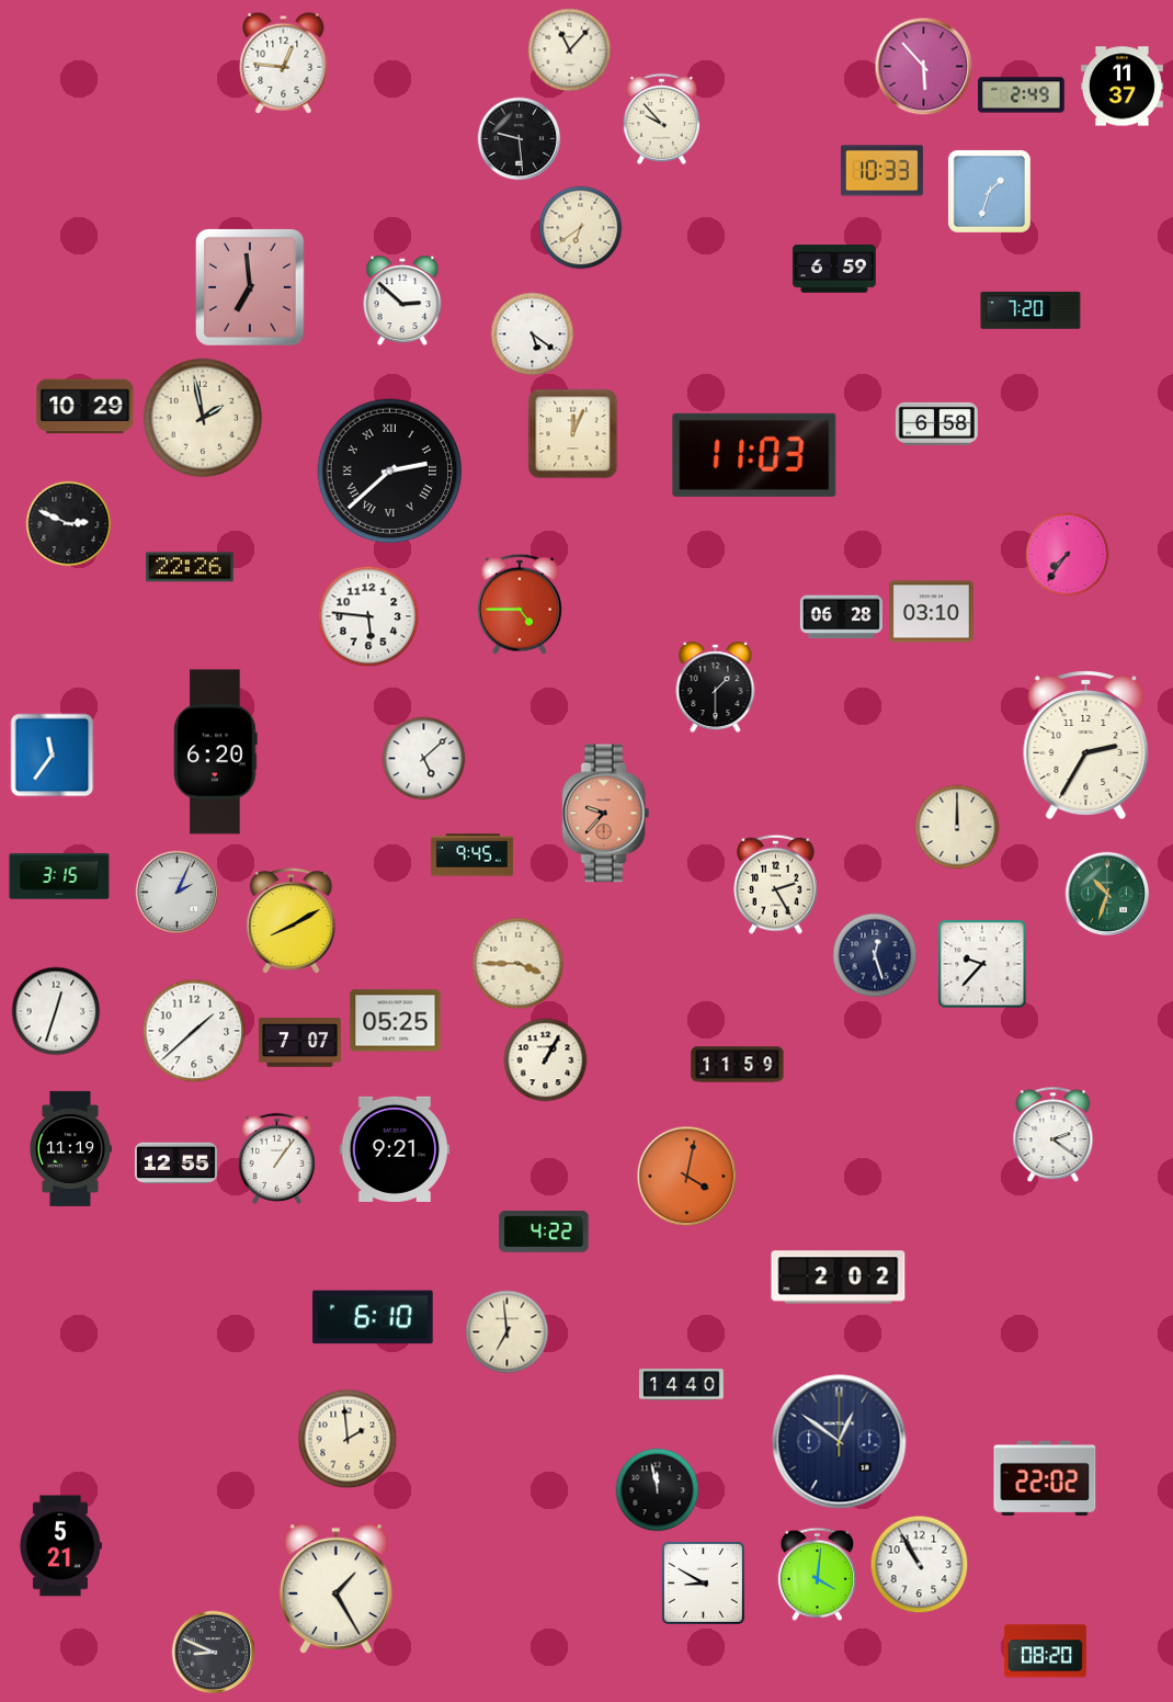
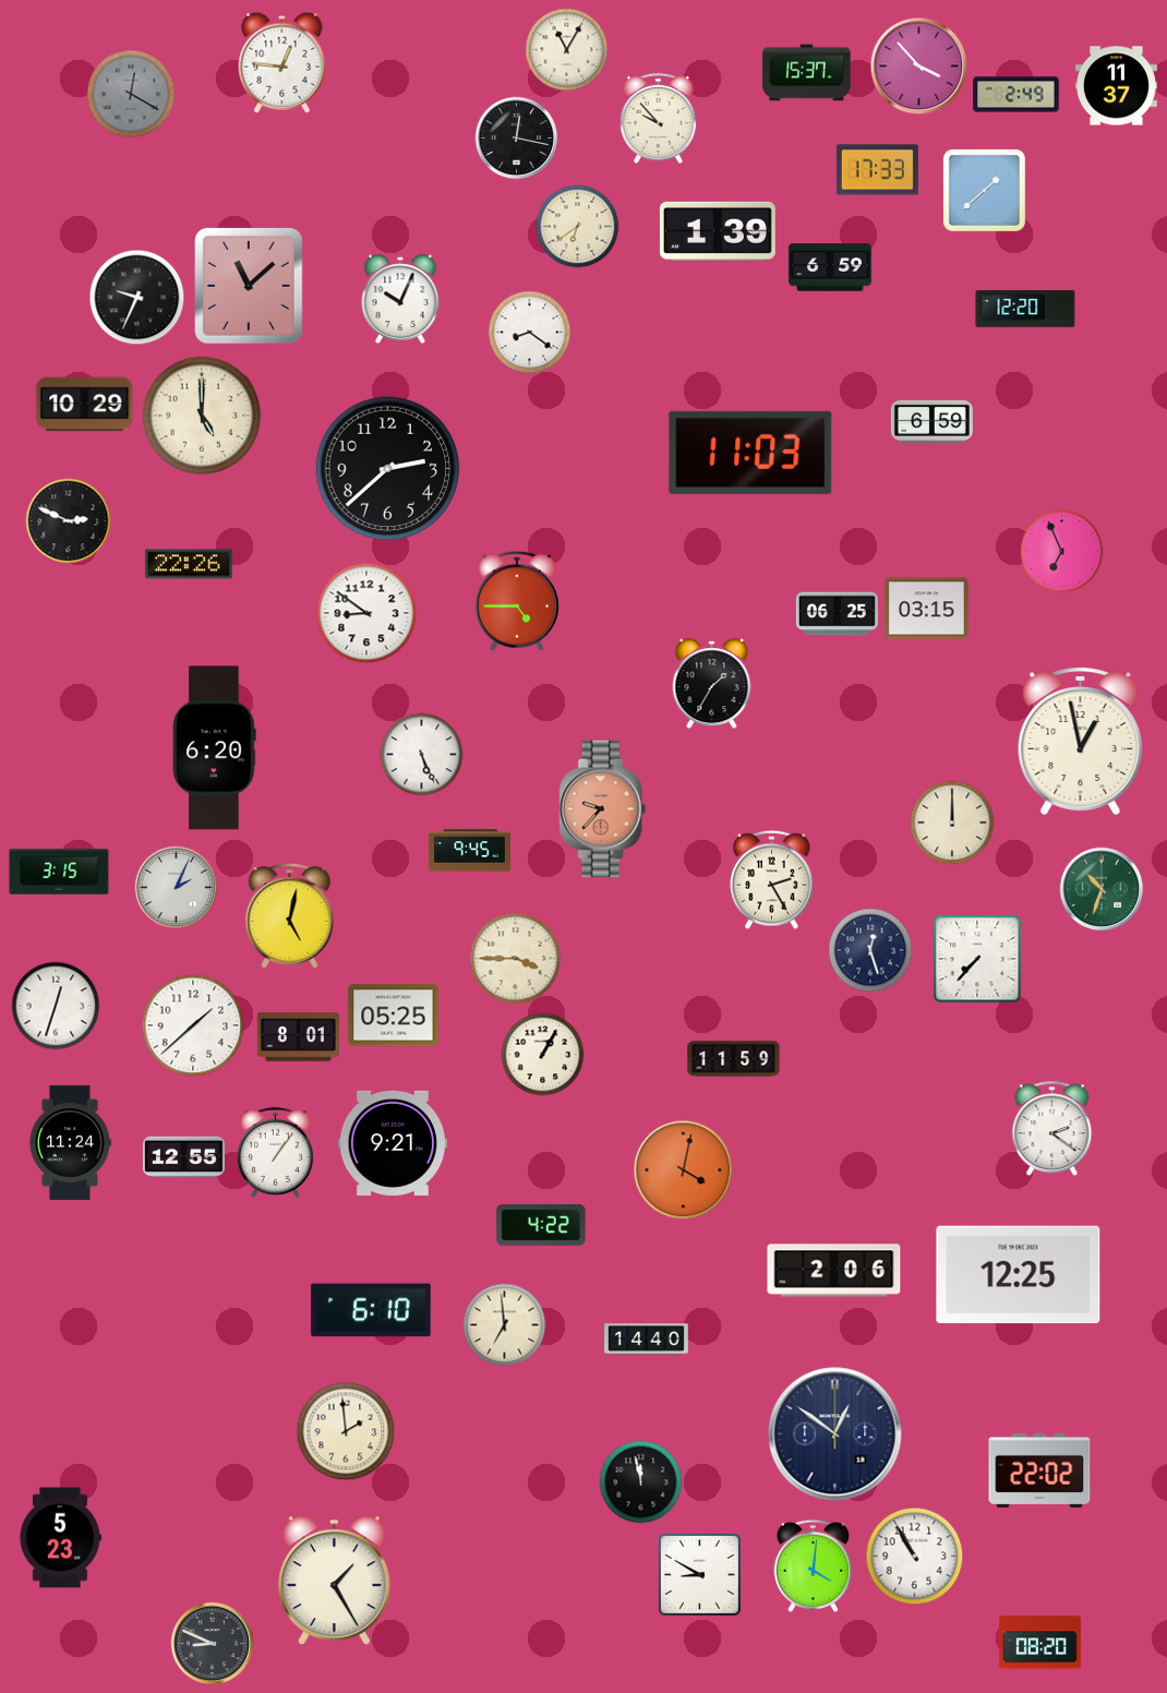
clock at (570, 50): 11:07 -> 11:05
clock at (924, 67): 5:53 -> 3:53
clock at (807, 73): none -> 15:37
clock at (131, 94): none -> 12:20
clock at (520, 139): 9:29 -> 12:17
clock at (881, 171): 10:33 -> 17:33
clock at (989, 191): 1:33 -> 1:38
clock at (718, 231): none -> 1:39
clock at (251, 288): 6:59 -> 11:08
clock at (137, 298): none -> 9:34
clock at (402, 300): 2:52 -> 10:04
clock at (1030, 310): 7:20 -> 12:20
clock at (533, 334): 5:21 -> 8:21
clock at (203, 418): 1:58 -> 5:00
clock at (936, 423): 6:58 -> 6:59
clock at (573, 434): 12:04 -> none
clock at (390, 472) numerals: Roman -> Arabic
clock at (1068, 555): 7:36 -> 6:56
clock at (932, 612): 03:10 -> 03:15
clock at (368, 616): 5:46 -> 8:51
clock at (841, 617): 06:28 -> 06:25
clock at (716, 688): 1:30 -> 1:35
clock at (1086, 745): 2:35 -> 12:58
clock at (53, 756): 11:36 -> none
clock at (424, 759): 5:08 -> 5:26
clock at (292, 921): 8:10 -> 5:02
clock at (982, 964): 9:37 -> 7:37
clock at (299, 1043): 7:07 -> 8:01
clock at (1054, 1135) position: (1054, 1135) -> (1052, 1129)
clock at (71, 1148): 11:19 -> 11:24
clock at (175, 1164) position: (175, 1164) -> (183, 1157)
clock at (839, 1278): 2:02 -> 2:06
clock at (1019, 1275): none -> 12:25
clock at (682, 1385) position: (682, 1385) -> (647, 1340)
clock at (658, 1490) position: (658, 1490) -> (641, 1482)
clock at (60, 1546): 5:21 -> 5:23
